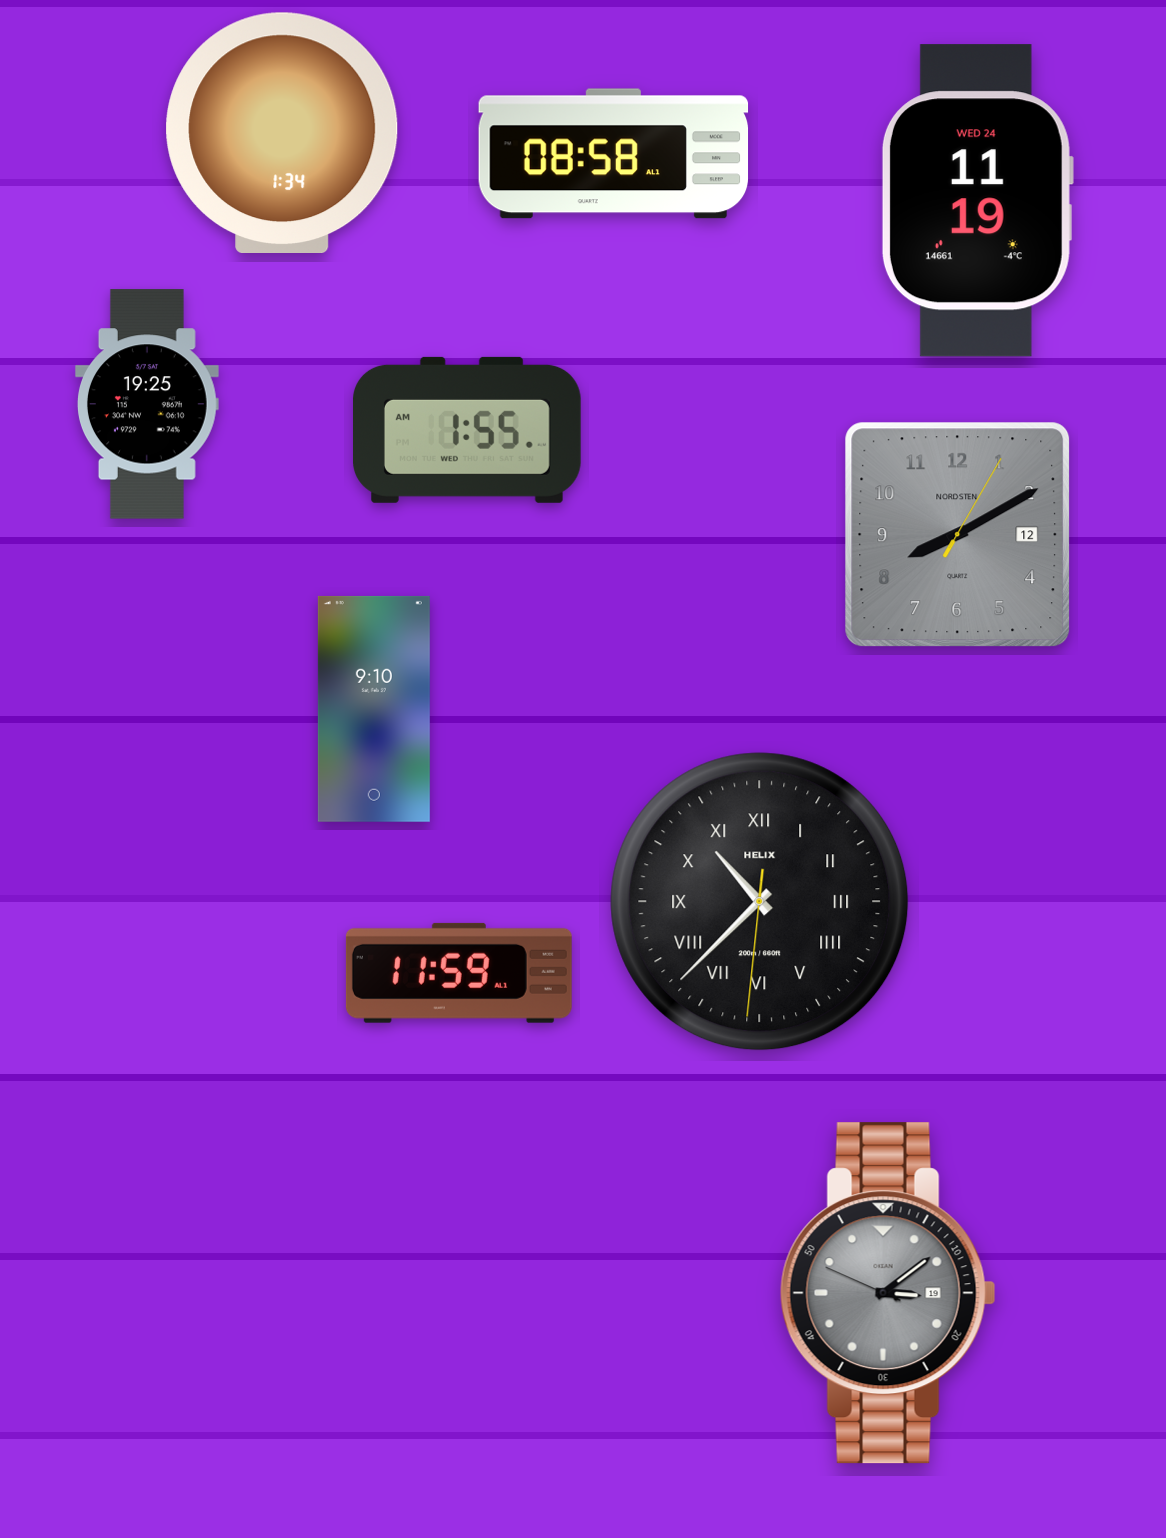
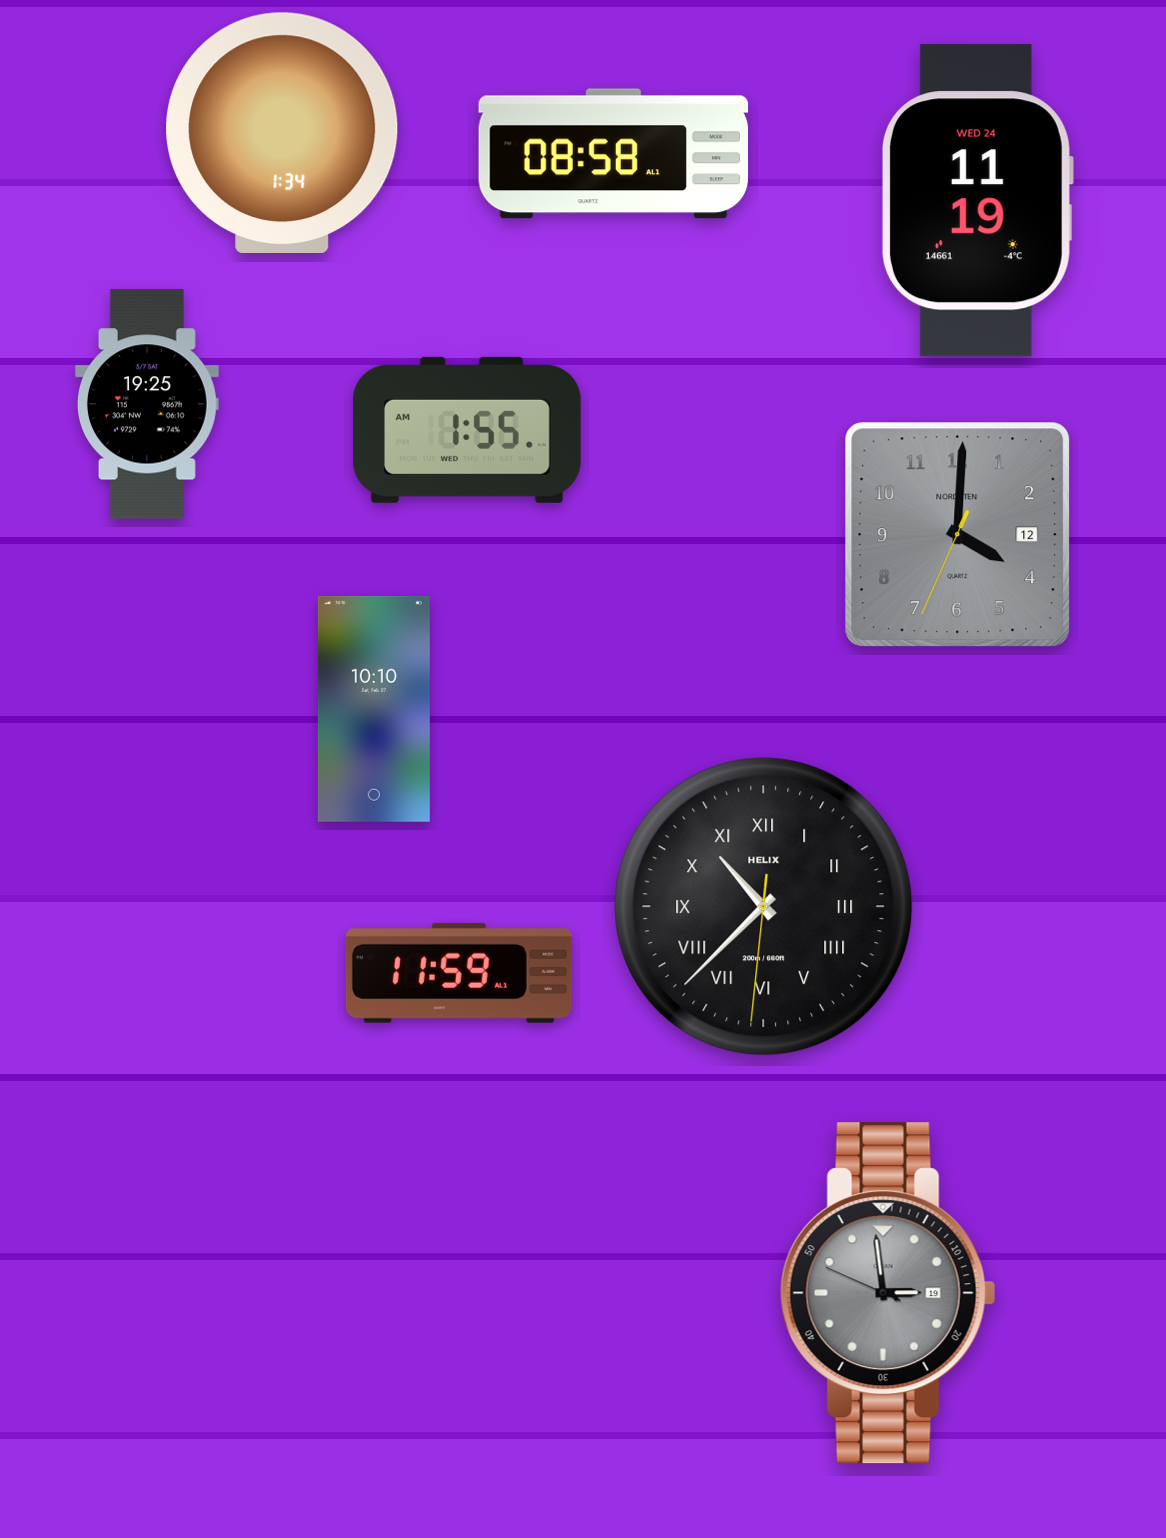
clock at (958, 535): 8:10 -> 4:00
clock at (374, 709): 9:10 -> 10:10
clock at (760, 902) position: (760, 902) -> (764, 907)
clock at (888, 1293): 3:08 -> 2:58
